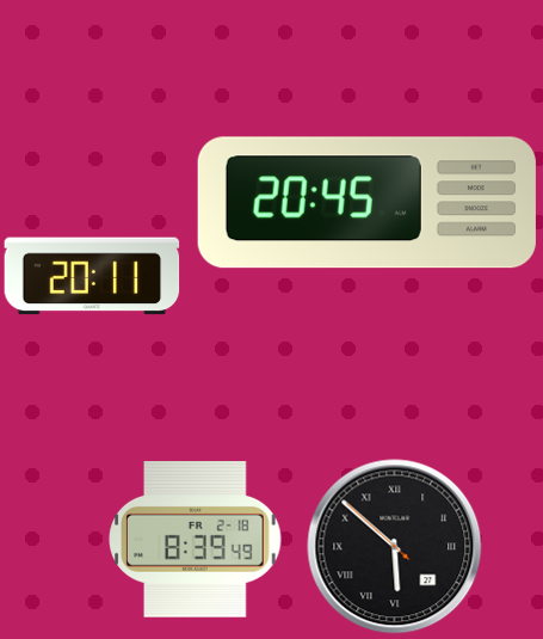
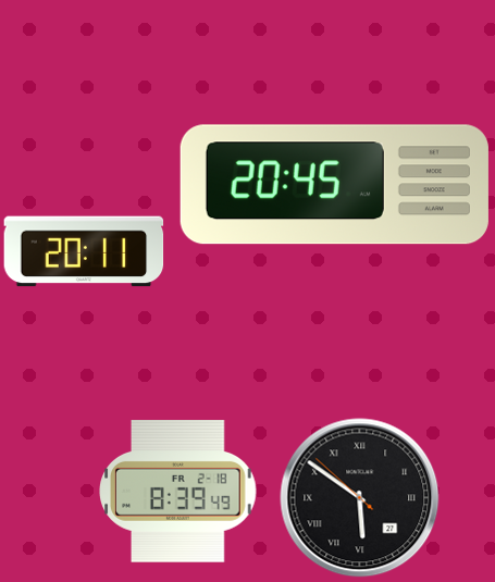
clock at (395, 547): 5:51 -> 5:50
